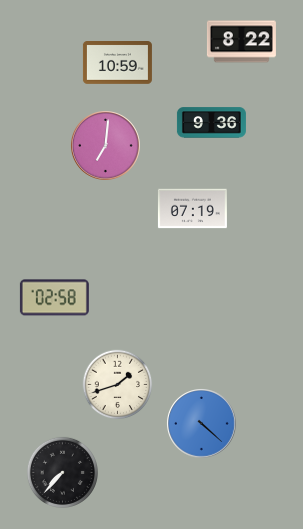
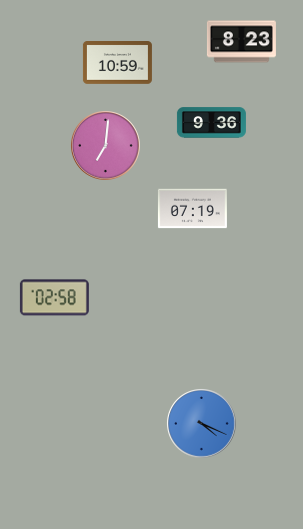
clock at (241, 42): 8:22 -> 8:23
clock at (118, 385): 1:42 -> none
clock at (202, 424): 4:22 -> 4:19
clock at (62, 472): 7:37 -> none
